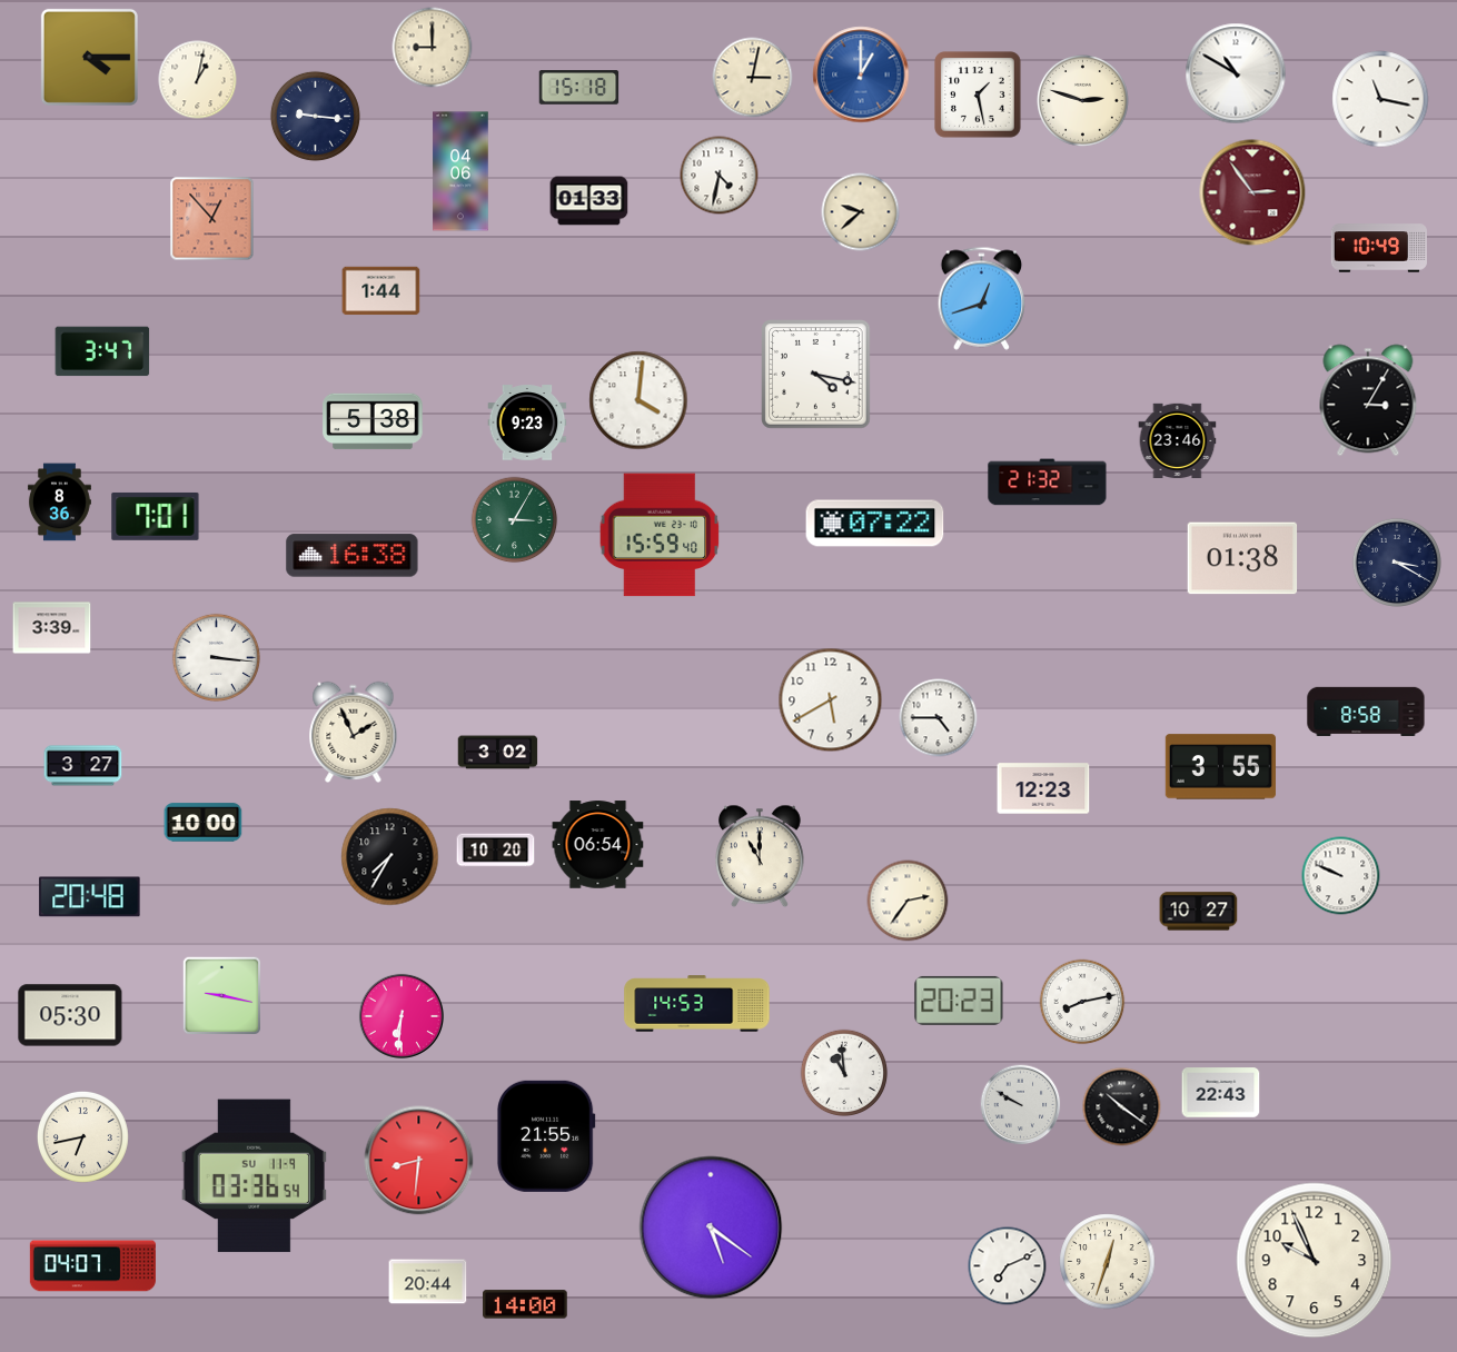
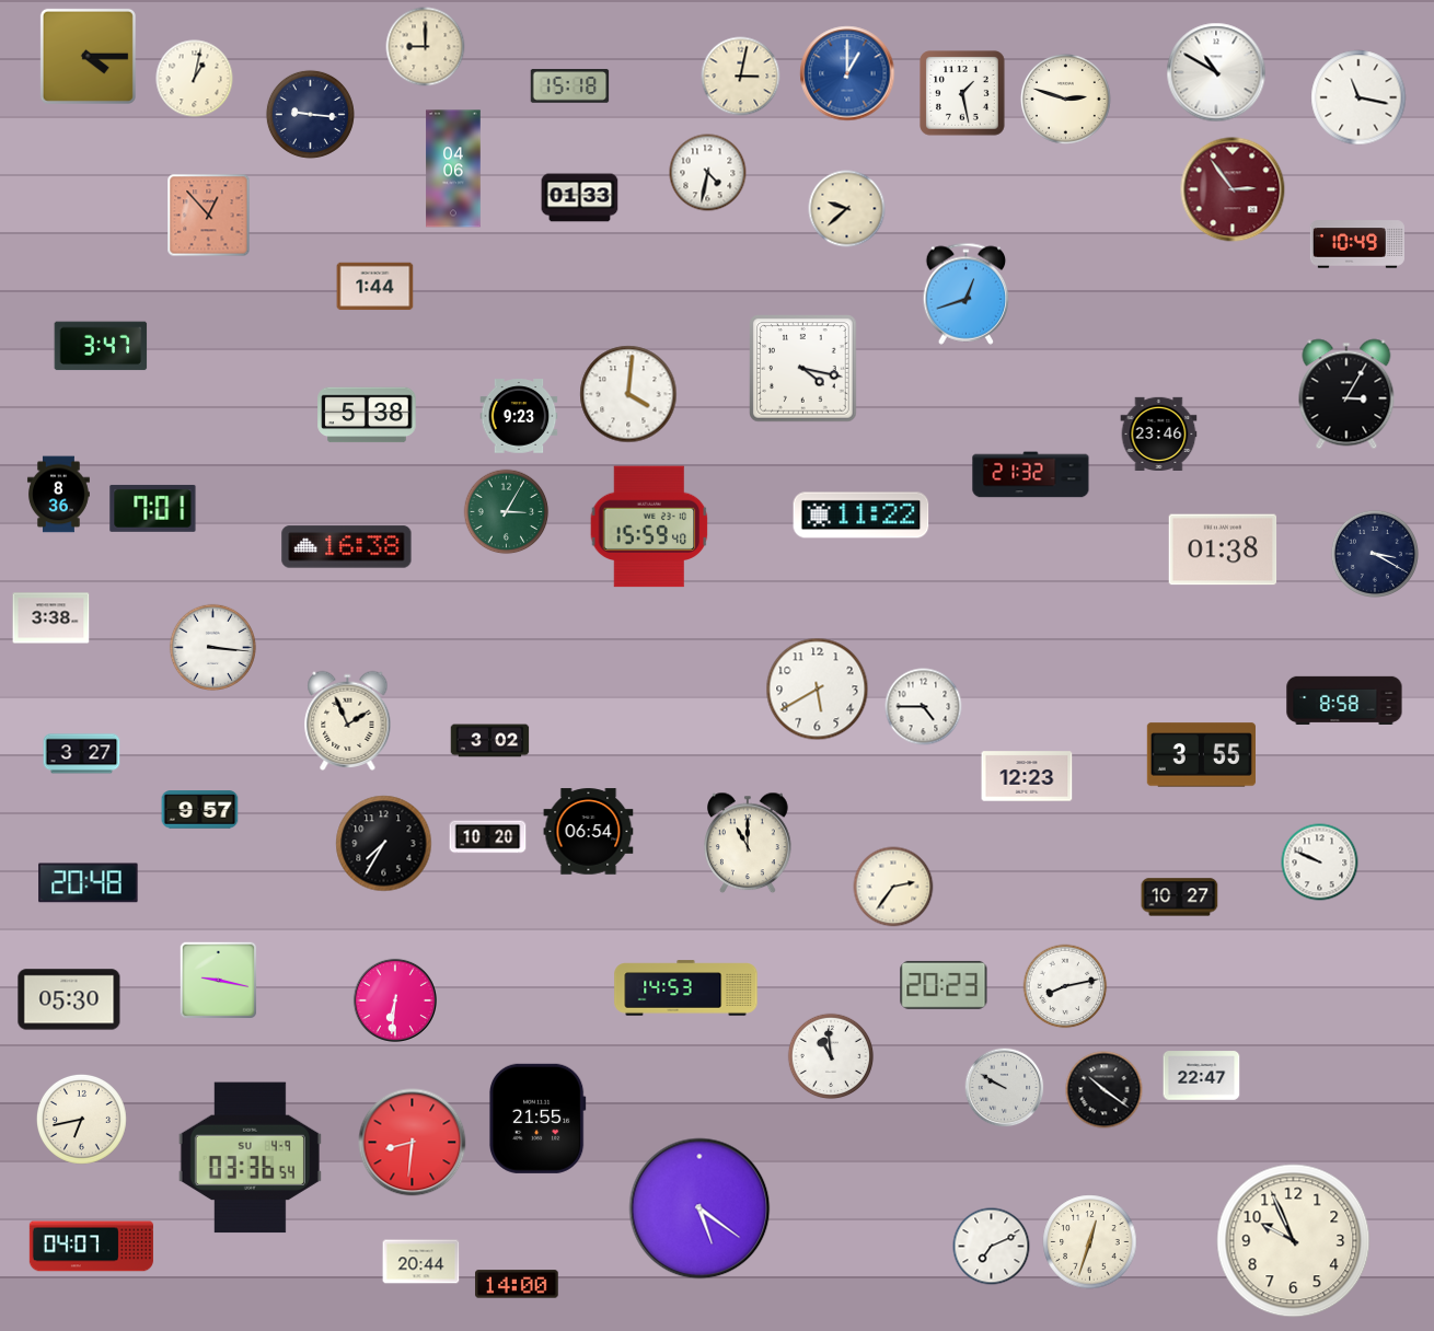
clock at (875, 524): 07:22 -> 11:22
clock at (52, 628): 3:39 -> 3:38
clock at (204, 823): 10:00 -> 9:57
clock at (1221, 1093): 22:43 -> 22:47
clock at (254, 1176) date: SU 11-9 -> SU 4-9
